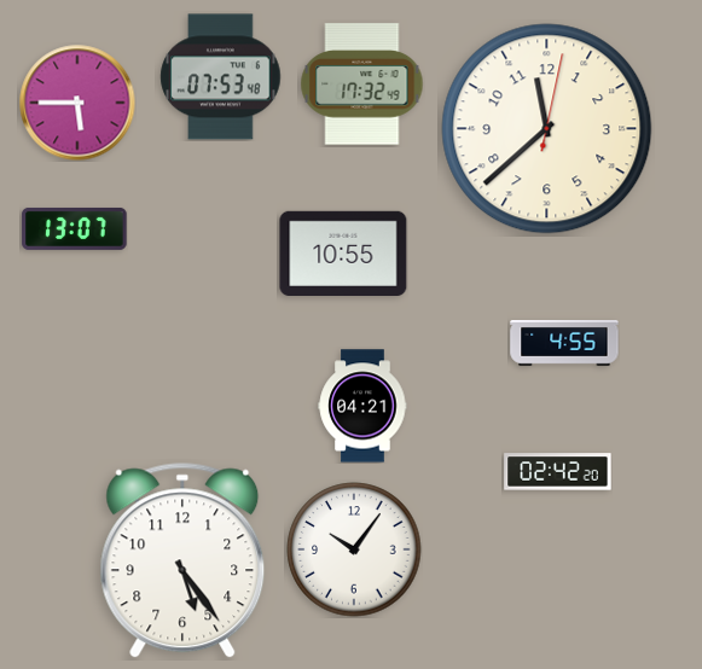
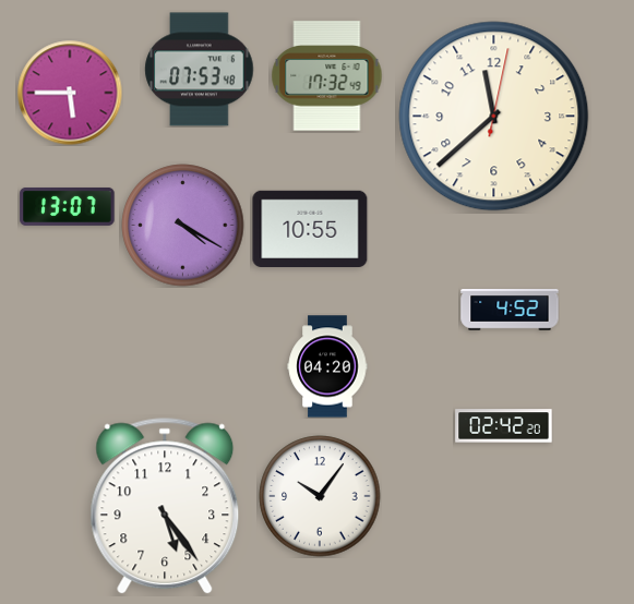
clock at (183, 226): none -> 4:20
clock at (564, 344): 4:55 -> 4:52
clock at (362, 406): 04:21 -> 04:20
